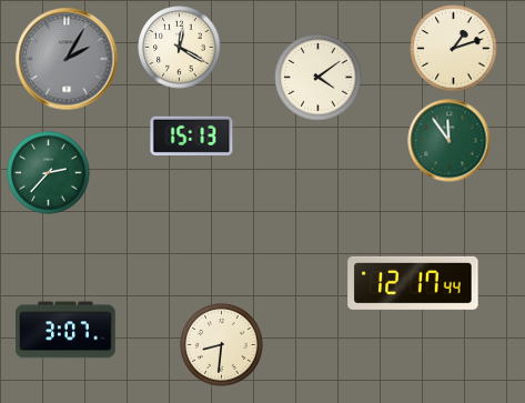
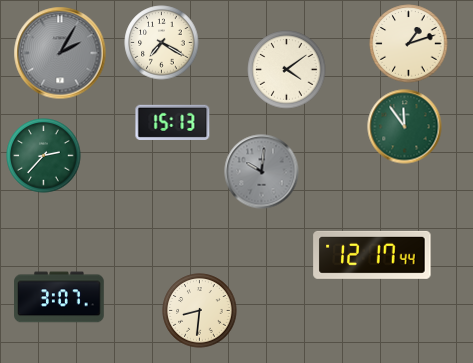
clock at (180, 48): 12:20 -> 7:20
clock at (262, 172): none -> 10:01
